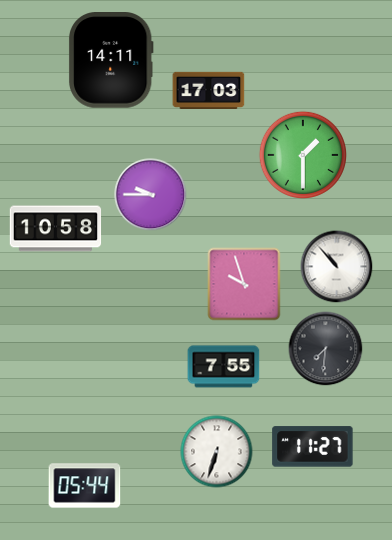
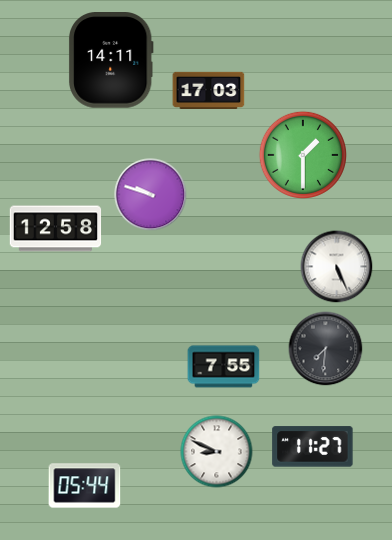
clock at (151, 195): 9:45 -> 9:48
clock at (56, 229): 10:58 -> 12:58
clock at (337, 267): 10:53 -> 5:26
clock at (244, 284): 9:57 -> none
clock at (217, 452): 6:33 -> 8:49
